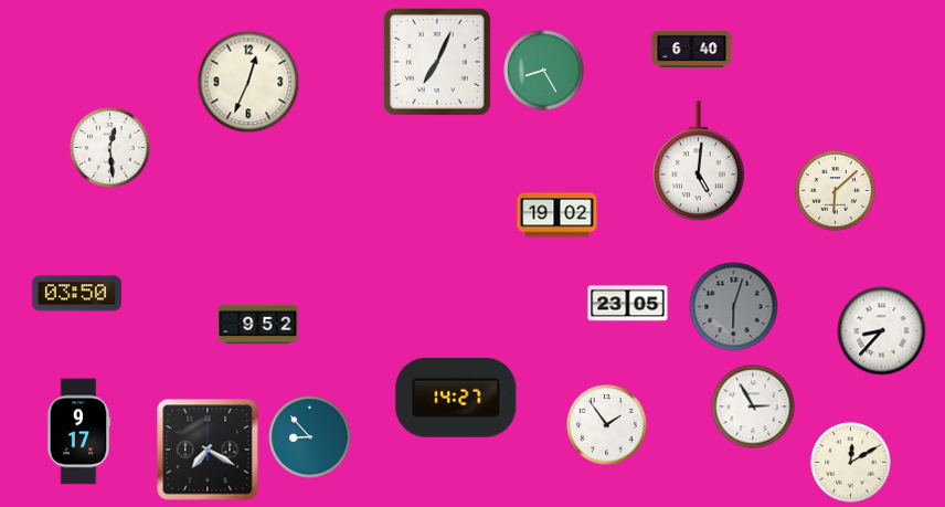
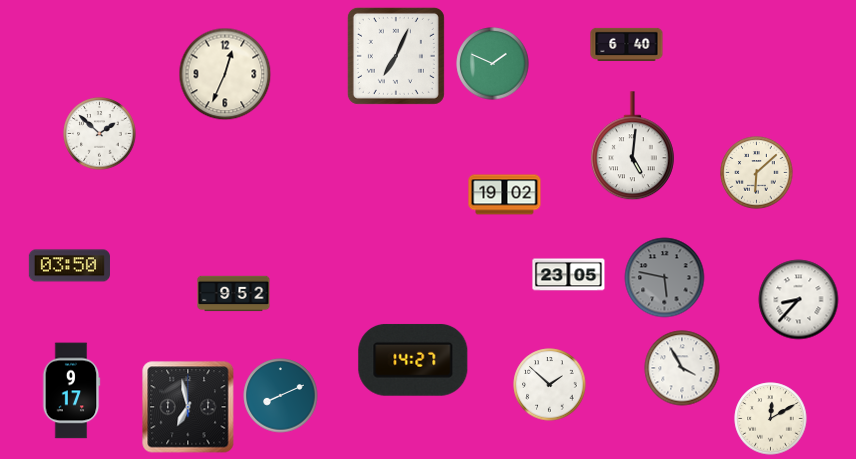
clock at (544, 71): 8:25 -> 1:49
clock at (110, 148): 12:29 -> 1:52
clock at (734, 307): 6:03 -> 5:47
clock at (753, 406): 2:55 -> 3:55
clock at (607, 425): 1:54 -> 1:52
clock at (310, 437): 8:53 -> 8:11
clock at (208, 450): 7:20 -> 6:58
